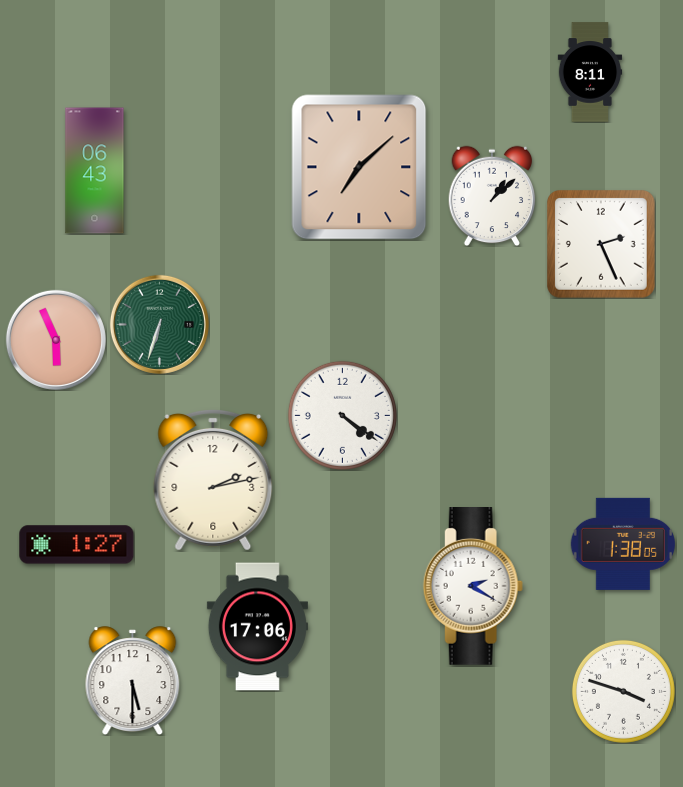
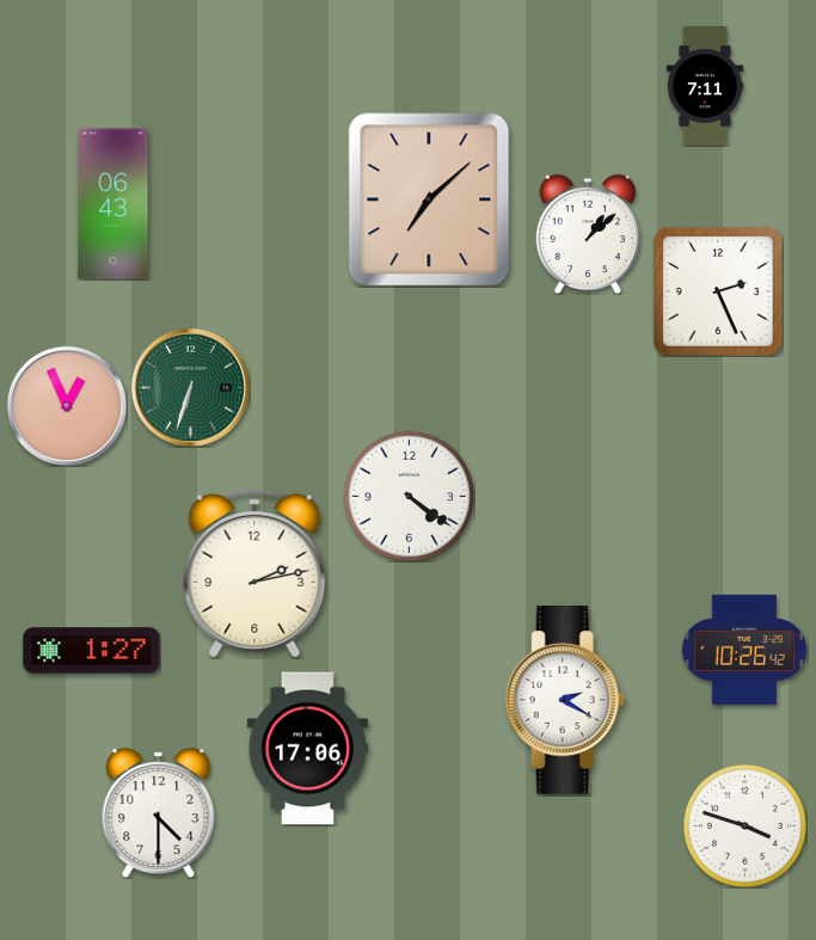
clock at (590, 72): 8:11 -> 7:11
clock at (56, 340): 5:56 -> 12:56
clock at (623, 544): 1:38 -> 10:26
clock at (133, 680): 5:30 -> 4:30
